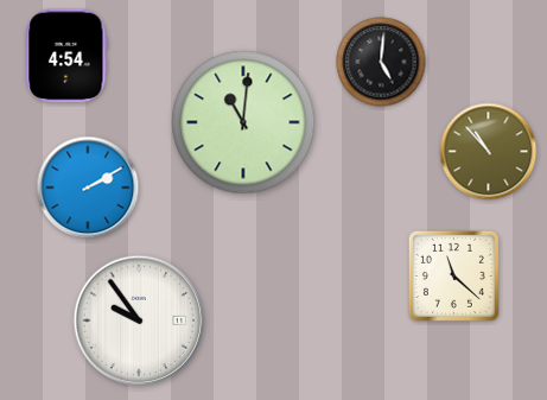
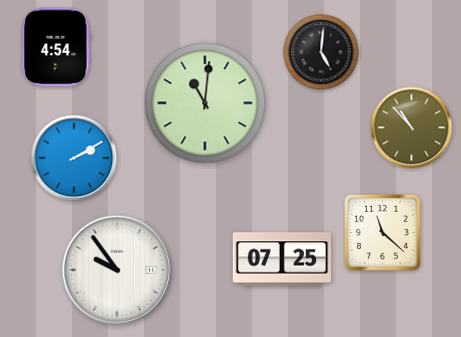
clock at (282, 259): none -> 07:25
